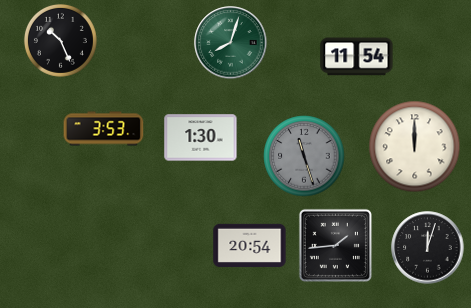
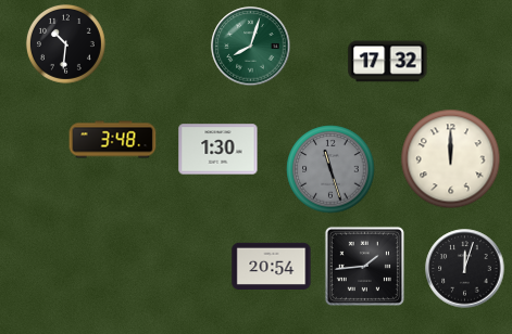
clock at (60, 40): 10:26 -> 10:31
clock at (357, 57): 11:54 -> 17:32
clock at (104, 129): 3:53 -> 3:48
